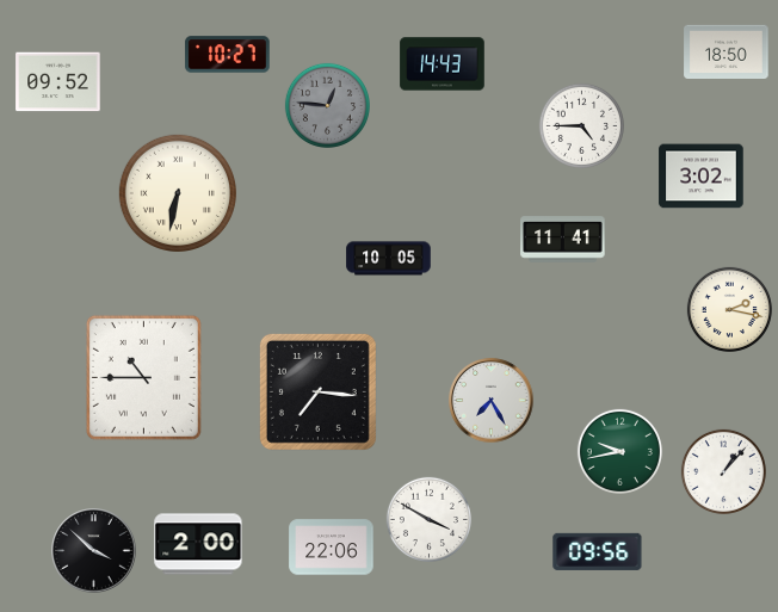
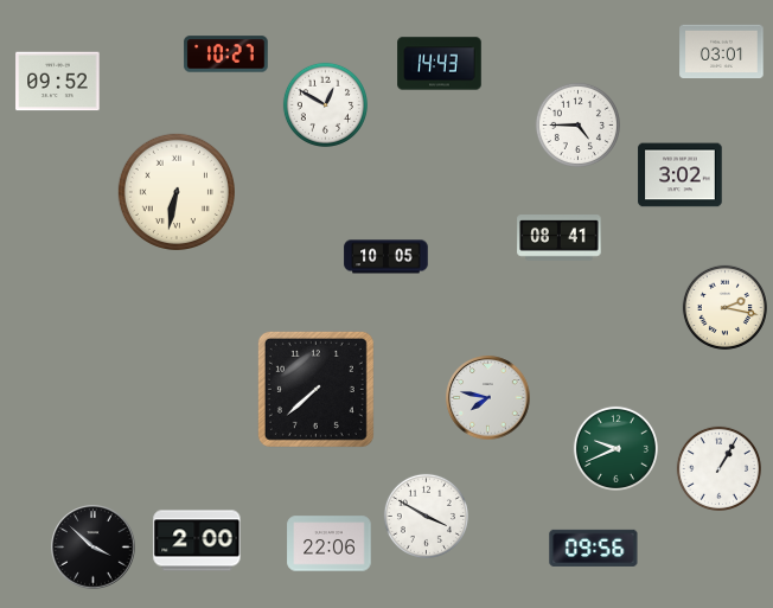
clock at (727, 52): 18:50 -> 03:01
clock at (327, 105): 12:46 -> 12:50
clock at (327, 105) dial: grey -> white
clock at (702, 177) position: (702, 177) -> (681, 175)
clock at (563, 240): 11:41 -> 08:41
clock at (143, 377): 10:45 -> none
clock at (317, 391): 7:16 -> 7:38
clock at (492, 401): 7:25 -> 7:47
clock at (619, 451): 9:43 -> 9:41
clock at (723, 471): 1:07 -> 1:05
